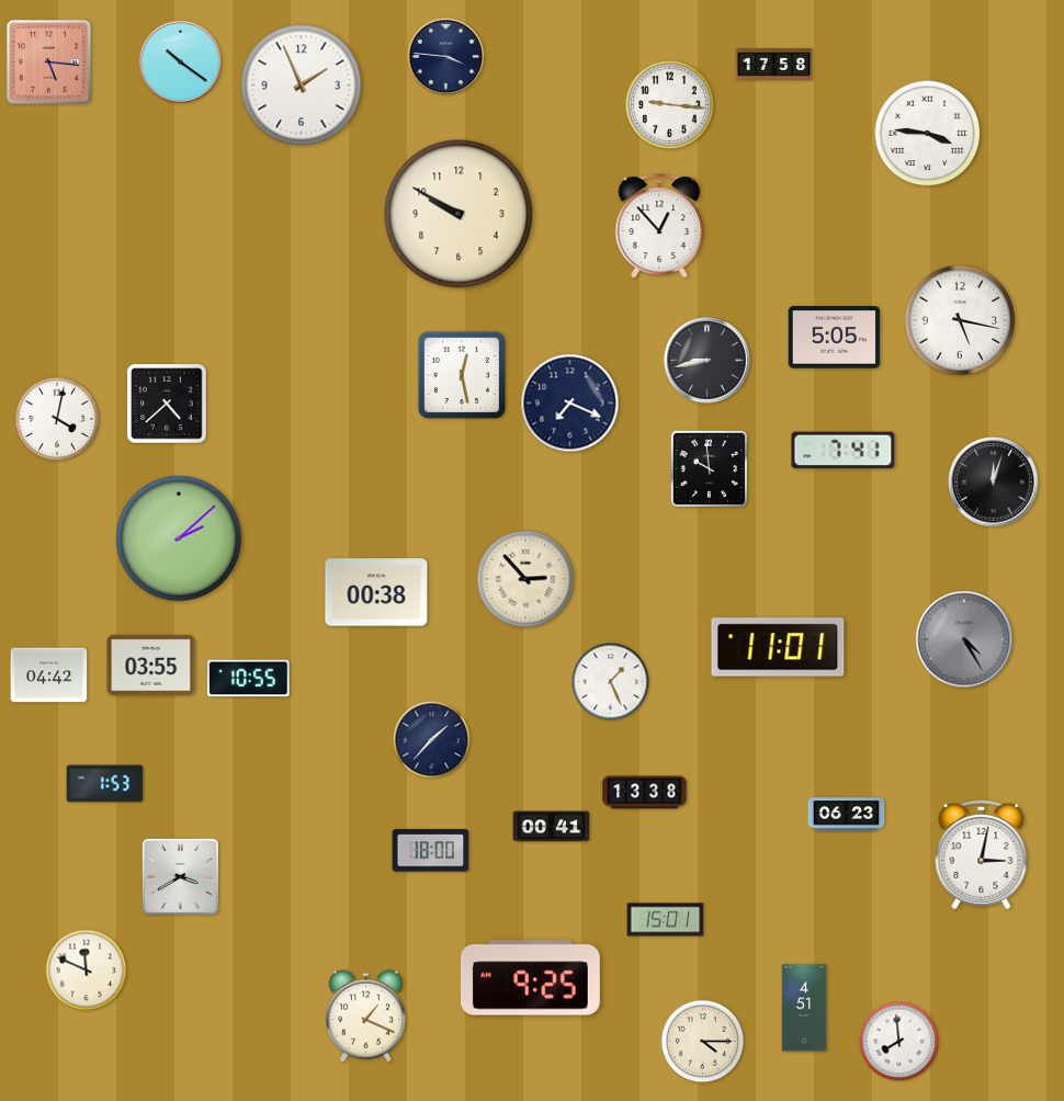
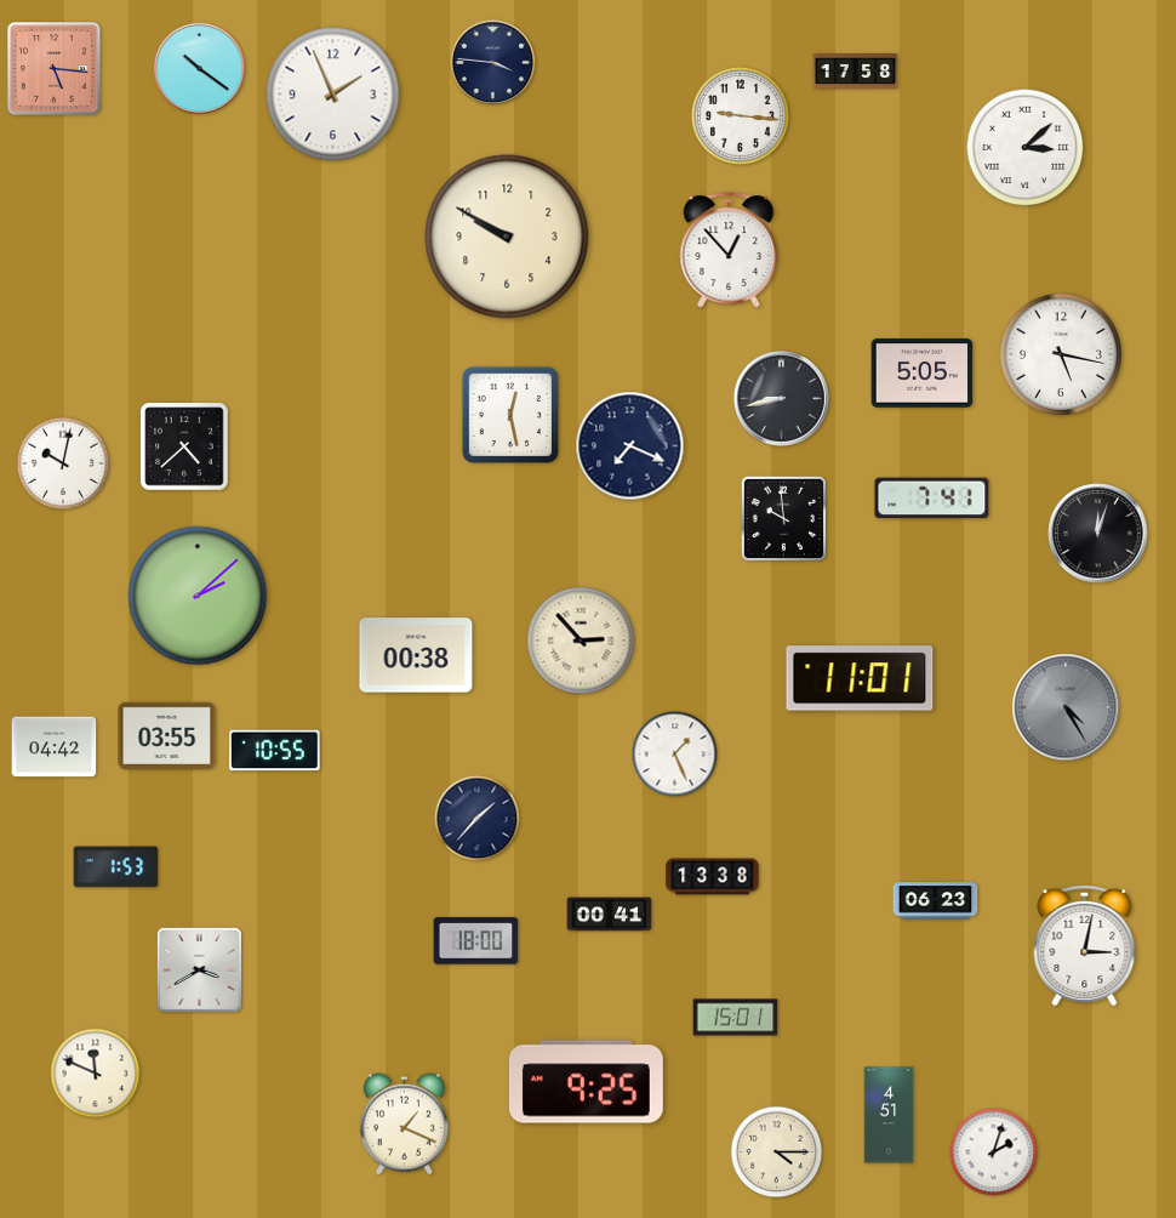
clock at (928, 134): 3:46 -> 3:08
clock at (57, 419): 4:02 -> 10:02
clock at (778, 647) position: (778, 647) -> (860, 678)
clock at (899, 1042): 7:59 -> 2:03
